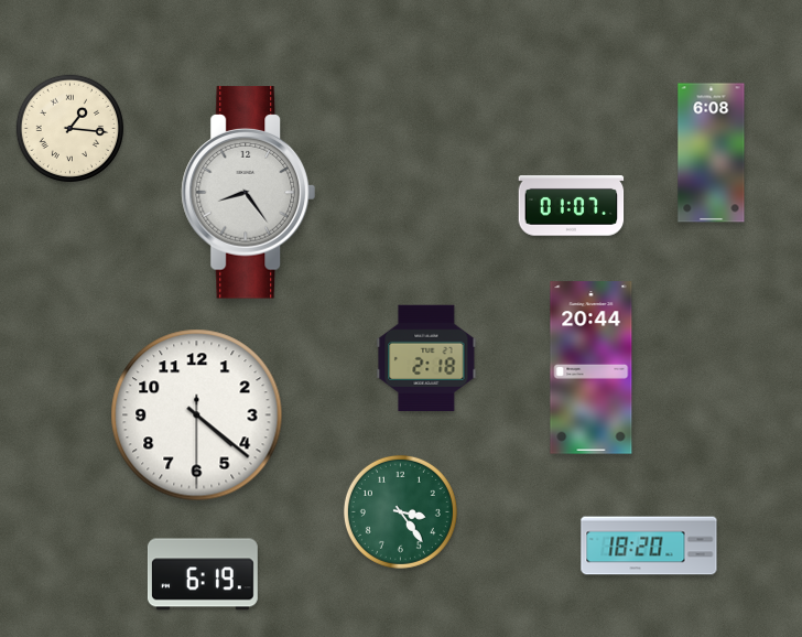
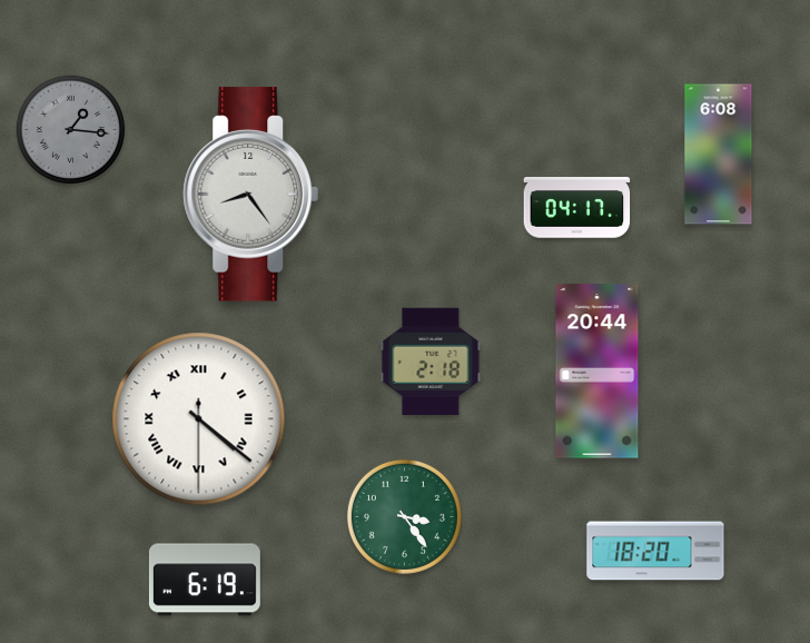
clock at (69, 128) dial: cream -> grey
clock at (572, 206): 01:07 -> 04:17
clock at (197, 415) numerals: Arabic -> Roman
